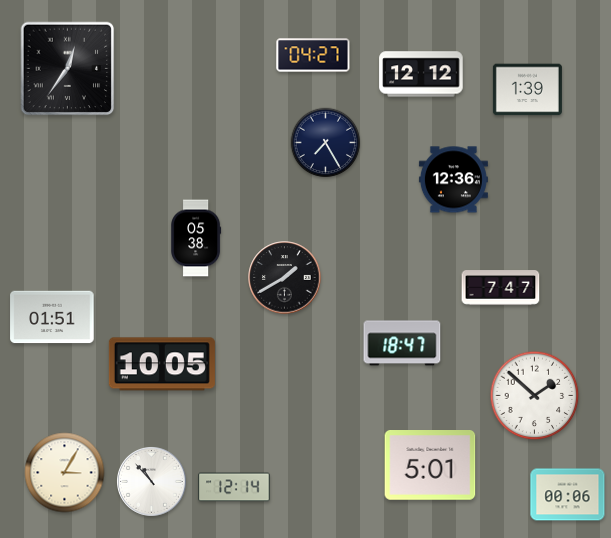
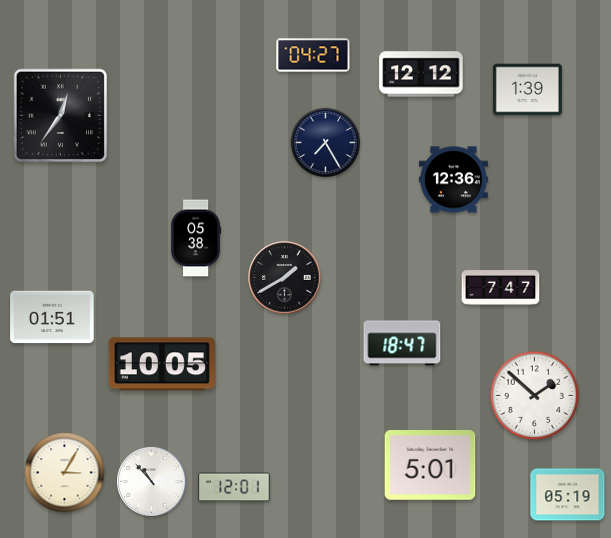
clock at (68, 69) position: (68, 69) -> (61, 116)
clock at (234, 487): 12:14 -> 12:01
clock at (568, 495): 00:06 -> 05:19
